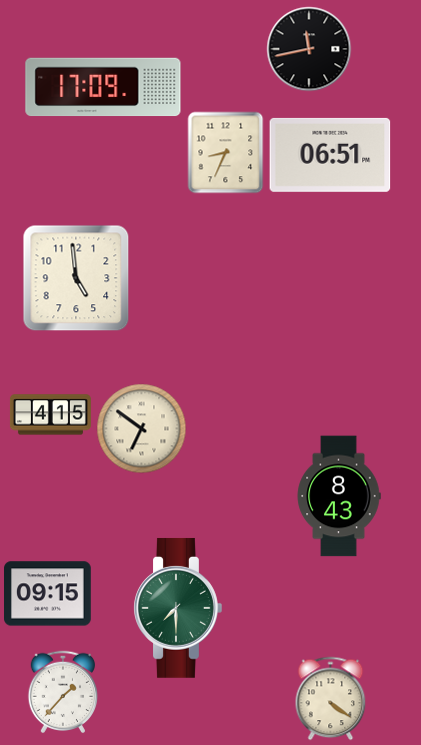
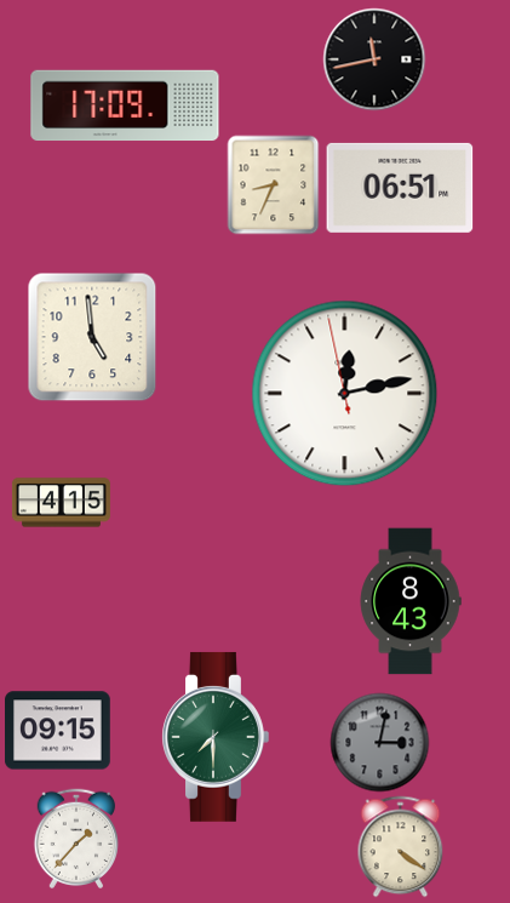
clock at (345, 394): none -> 12:12
clock at (141, 428): 6:51 -> none
clock at (48, 594) position: (48, 594) -> (58, 731)
clock at (379, 742): none -> 3:02
